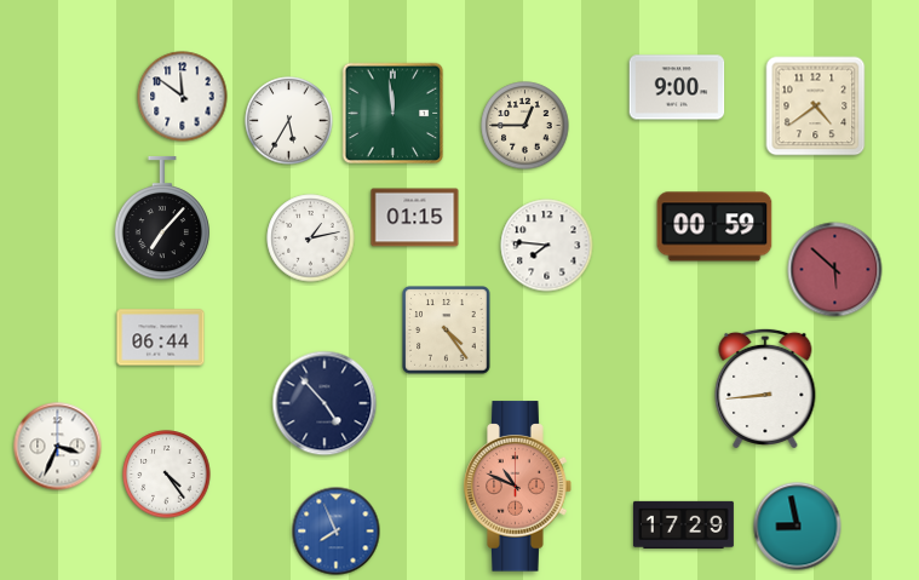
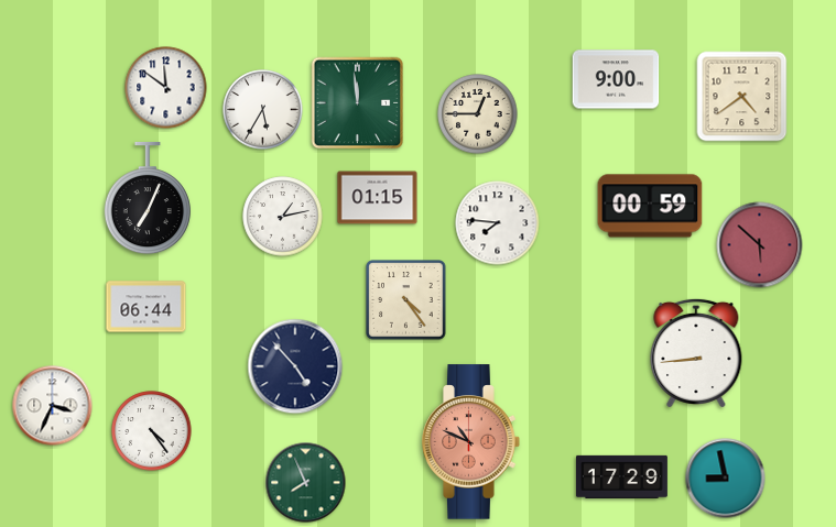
clock at (162, 218): 7:07 -> 7:04
clock at (337, 532) dial: blue -> green
